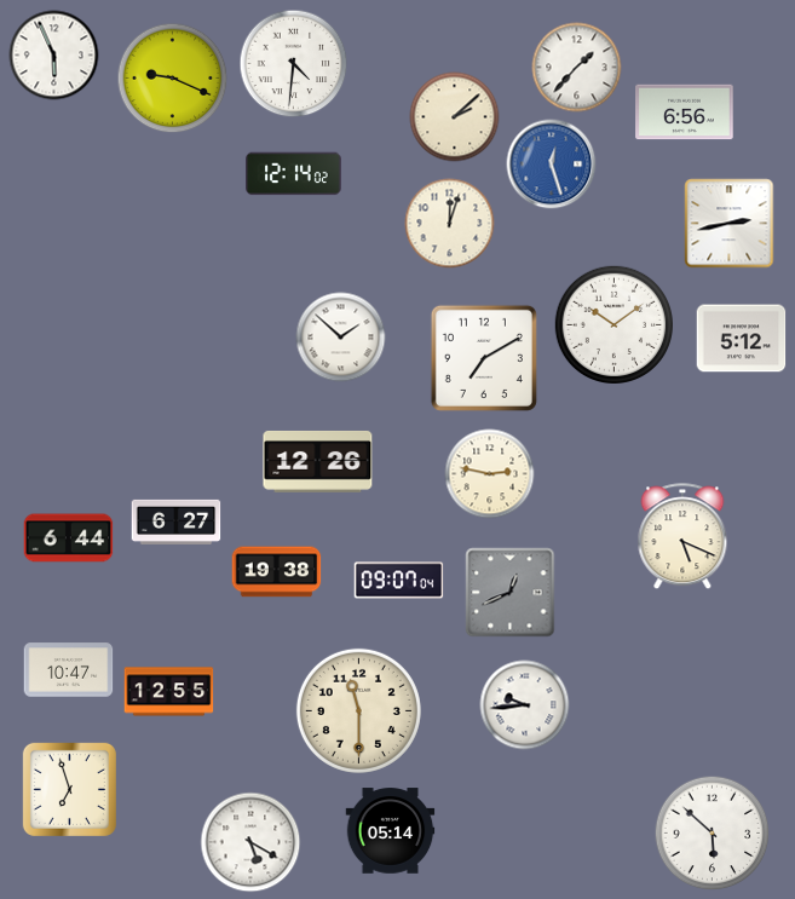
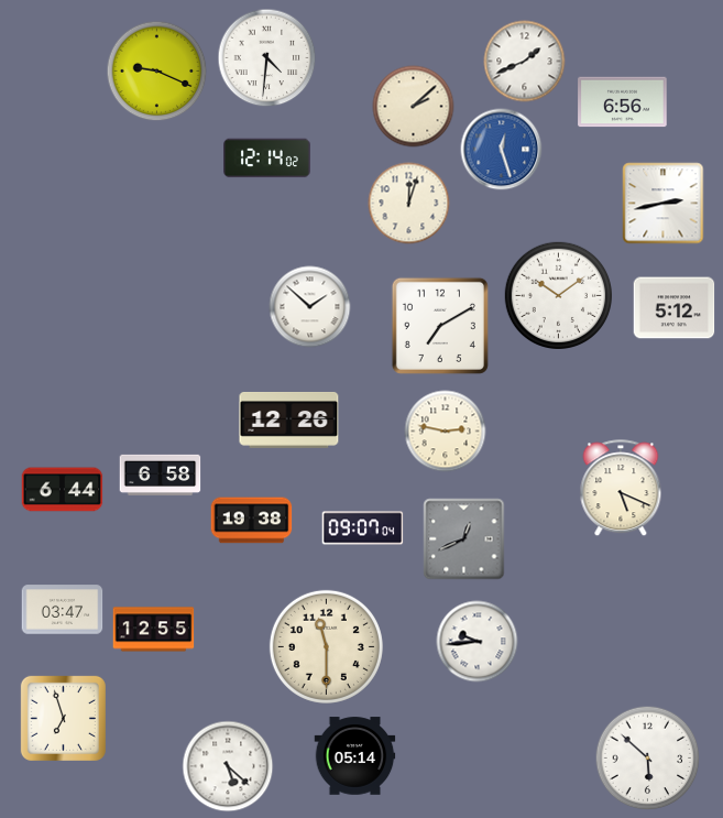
clock at (54, 56): 5:56 -> none
clock at (577, 68): 1:37 -> 1:41
clock at (177, 521): 6:27 -> 6:58
clock at (69, 670): 10:47 -> 03:47
clock at (250, 842): 5:20 -> 5:22
